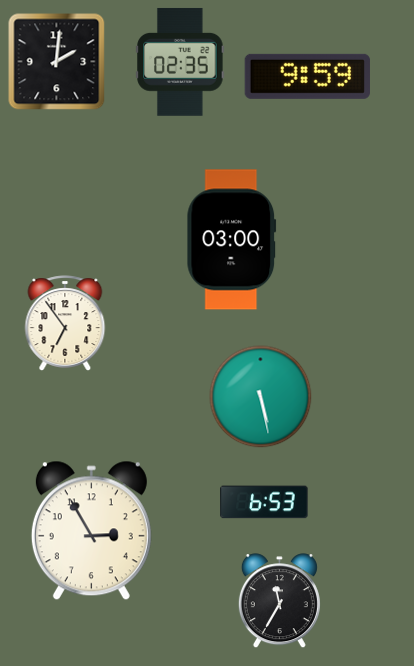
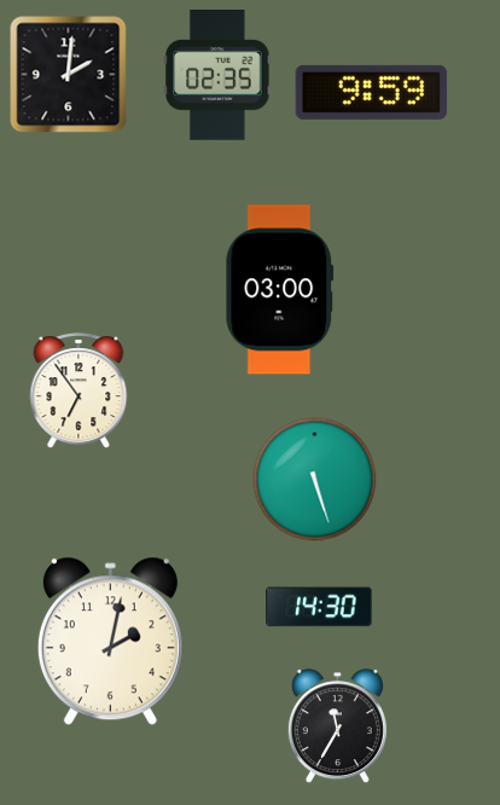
clock at (261, 397): 5:28 -> 5:27
clock at (264, 502): 6:53 -> 14:30
clock at (91, 531): 2:55 -> 2:02
